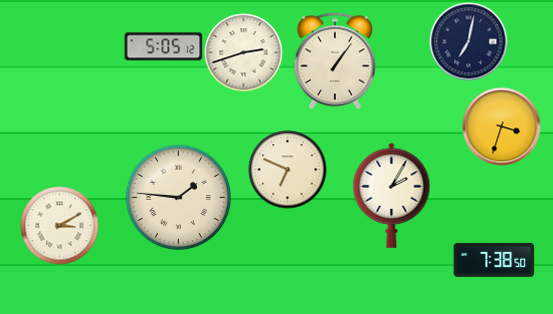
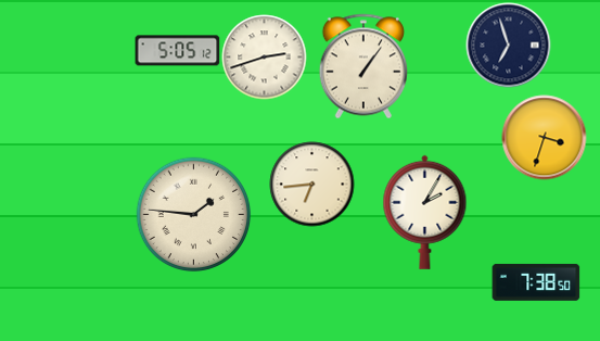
clock at (468, 41): 7:02 -> 6:57
clock at (287, 169): 6:49 -> 6:44
clock at (59, 225): 3:10 -> none
